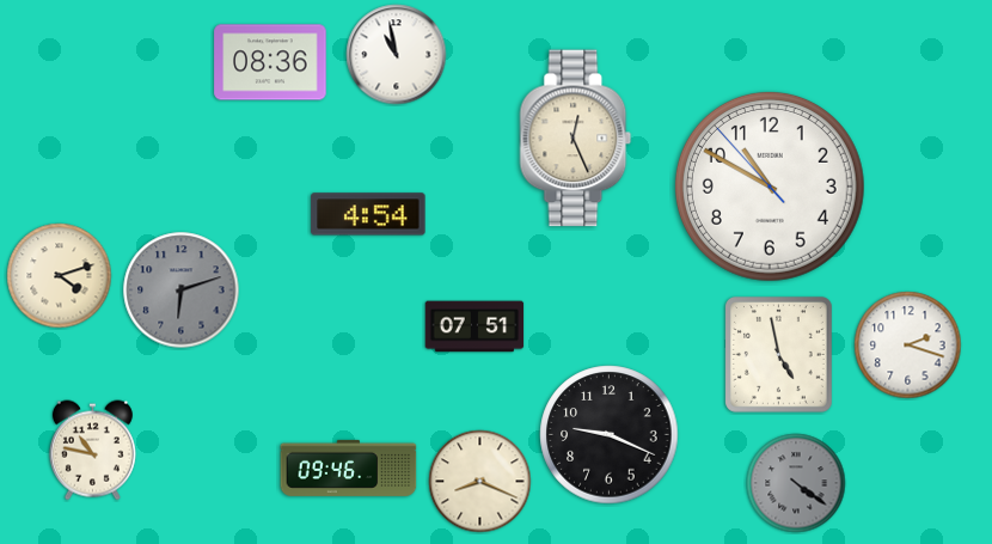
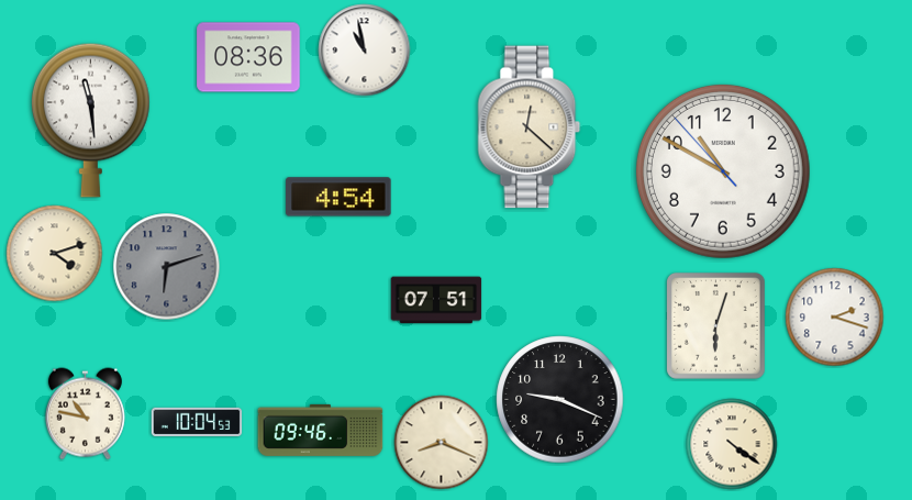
clock at (90, 120): none -> 11:29
clock at (576, 139): 12:26 -> 12:22
clock at (770, 187) position: (770, 187) -> (723, 171)
clock at (779, 355): 4:58 -> 6:03
clock at (197, 422): none -> 10:04
clock at (796, 483) dial: grey -> cream
